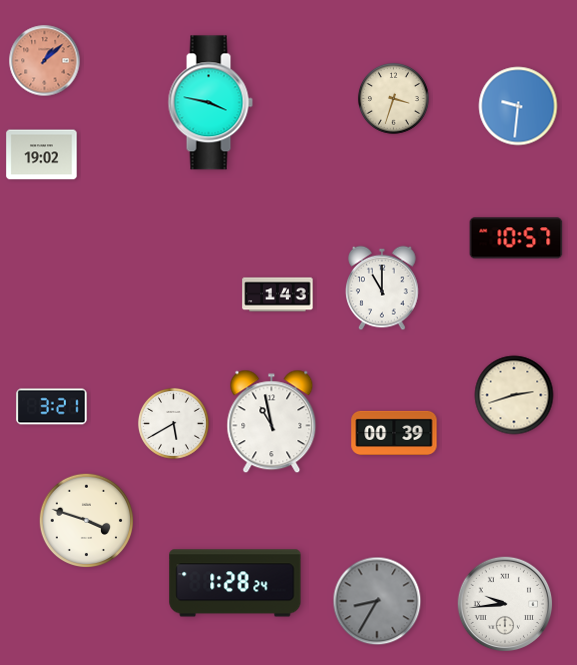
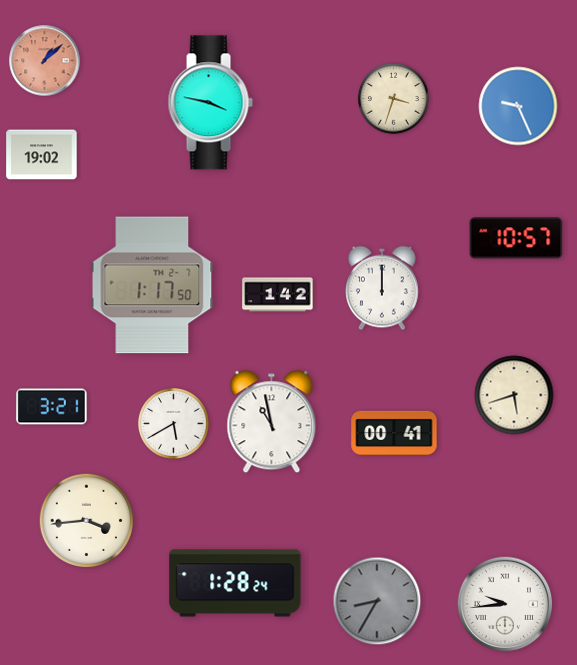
clock at (518, 106): 9:31 -> 9:26
clock at (152, 285): none -> 1:17
clock at (382, 288): 11:00 -> 12:00
clock at (278, 295): 1:43 -> 1:42
clock at (514, 395): 2:42 -> 5:42
clock at (394, 433): 00:39 -> 00:41
clock at (87, 521): 3:48 -> 3:44
